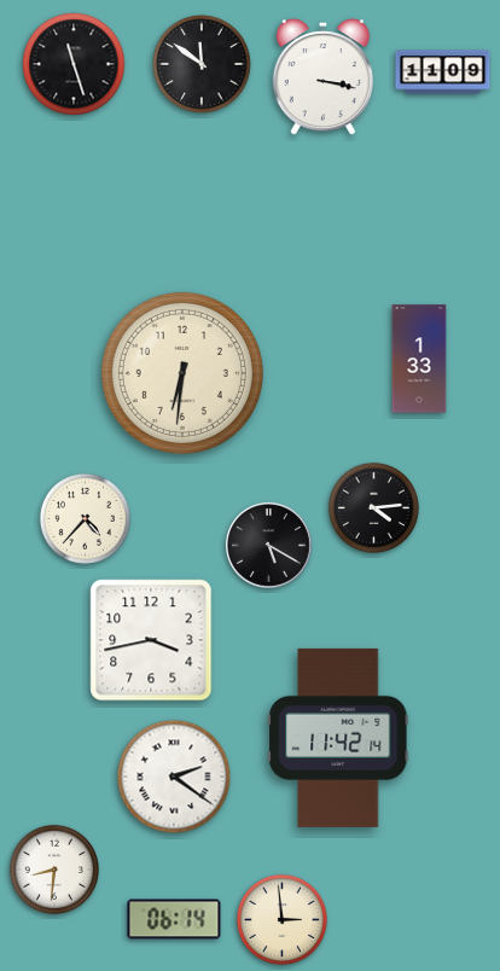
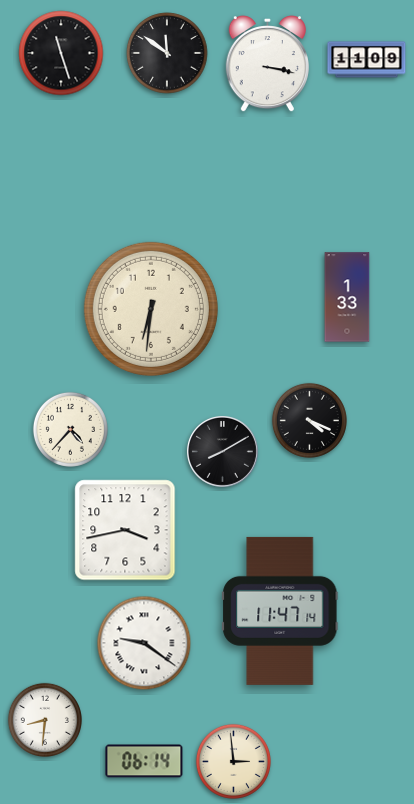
clock at (373, 507): 4:14 -> 4:19
clock at (268, 545): 5:20 -> 8:10
clock at (338, 738): 11:42 -> 11:47
clock at (174, 777): 2:21 -> 9:21
